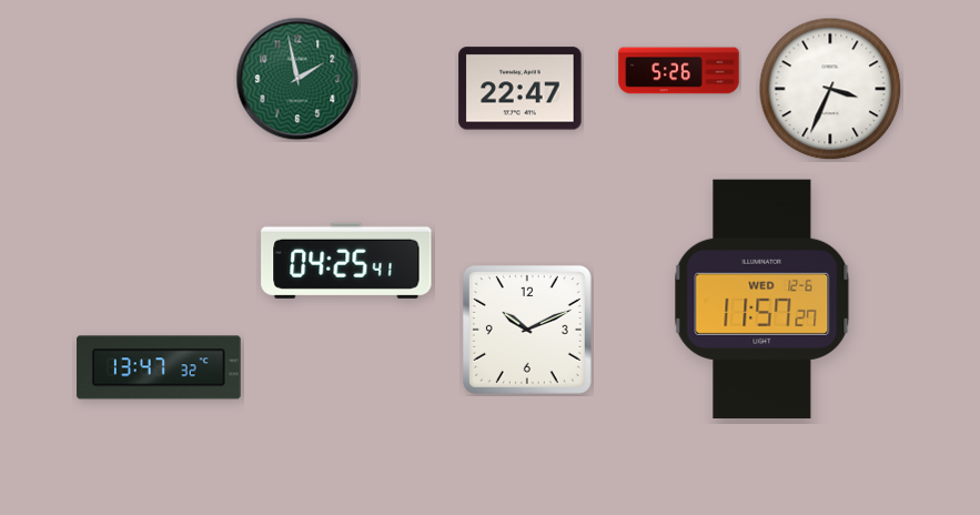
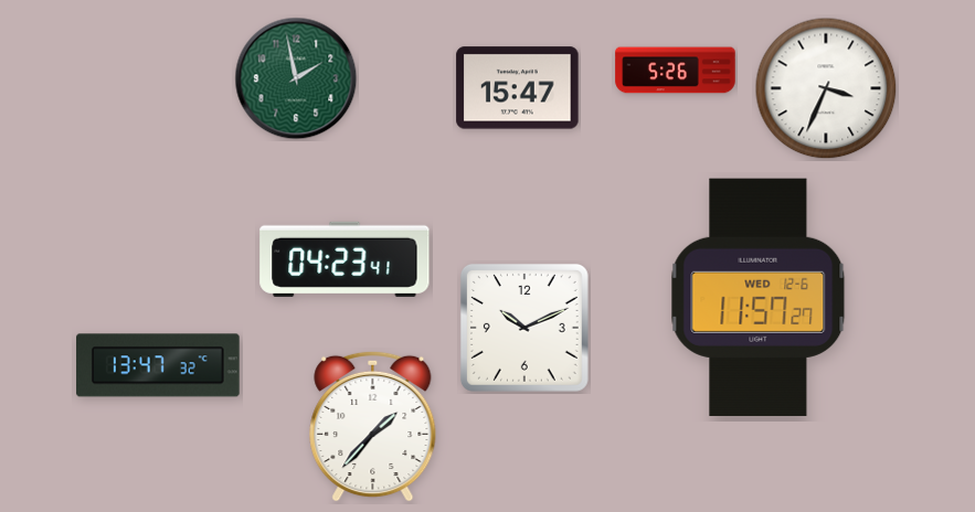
clock at (521, 89): 22:47 -> 15:47
clock at (346, 261): 04:25 -> 04:23
clock at (373, 426): none -> 1:37
